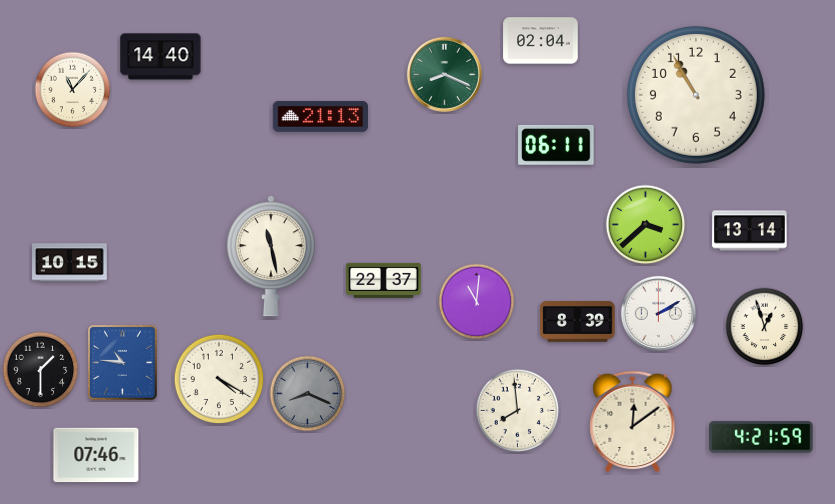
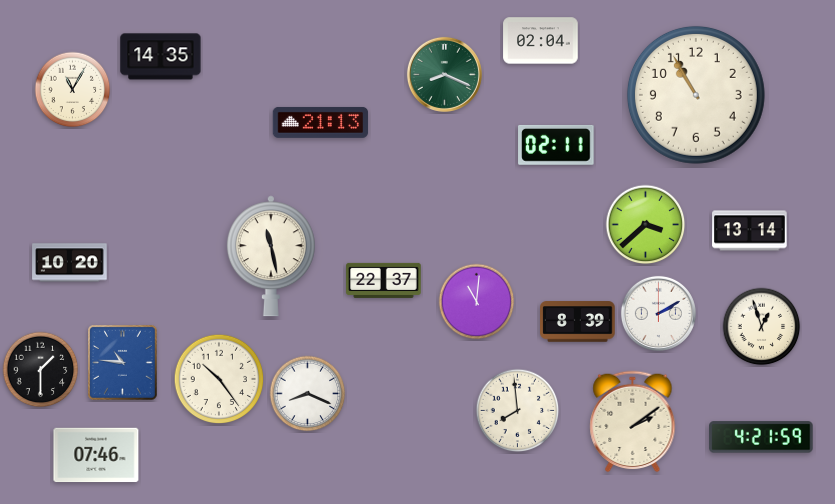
clock at (161, 57): 14:40 -> 14:35
clock at (73, 90): 11:07 -> 11:05
clock at (321, 116) position: (321, 116) -> (321, 122)
clock at (556, 145): 06:11 -> 02:11
clock at (70, 263): 10:15 -> 10:20
clock at (765, 327) position: (765, 327) -> (762, 327)
clock at (219, 379): 4:20 -> 10:24
clock at (308, 394) dial: grey -> white
clock at (633, 422): 12:09 -> 2:09
